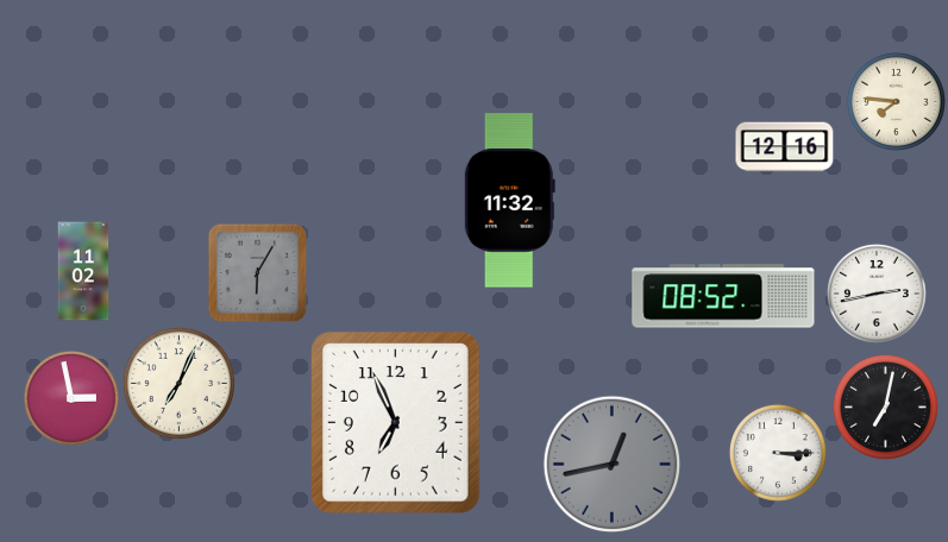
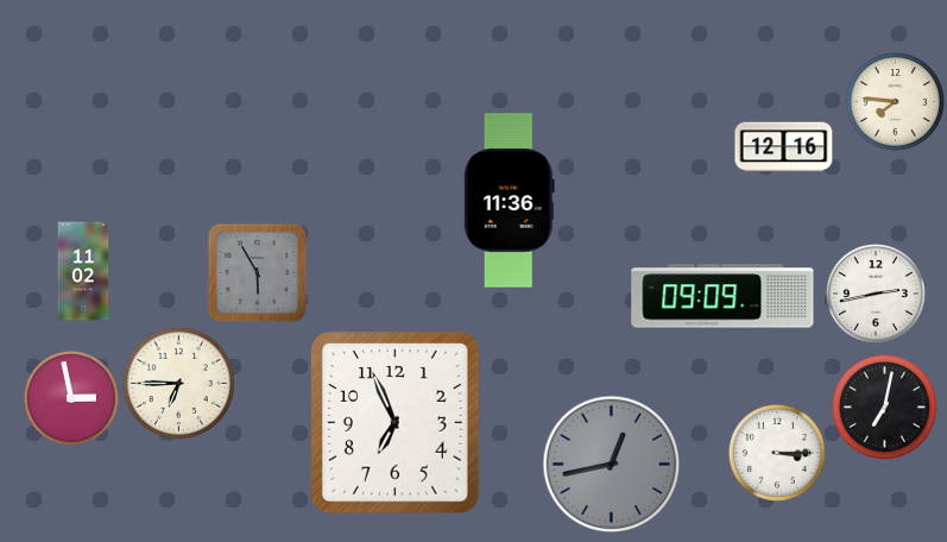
clock at (509, 201): 11:32 -> 11:36
clock at (257, 272): 6:05 -> 5:55
clock at (723, 296): 08:52 -> 09:09
clock at (178, 383): 7:04 -> 6:45
